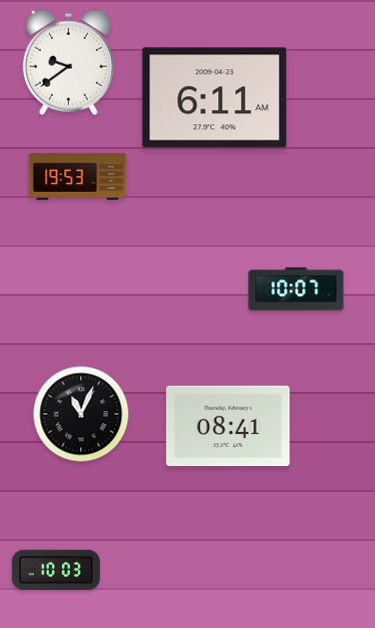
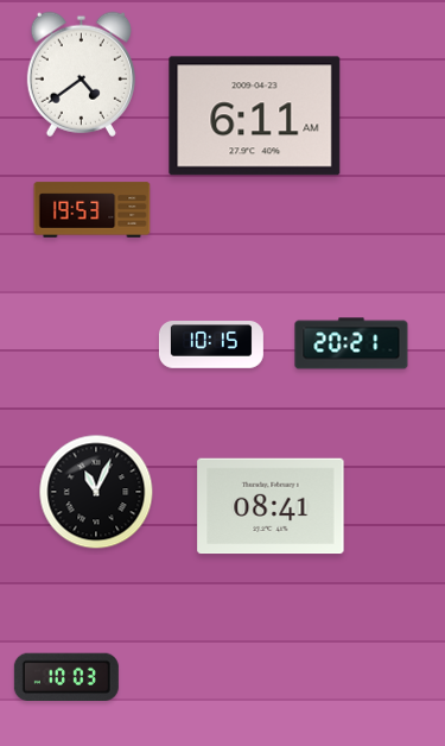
clock at (68, 62): 9:39 -> 4:39
clock at (296, 289): 10:07 -> 20:21
clock at (211, 346): none -> 10:15
